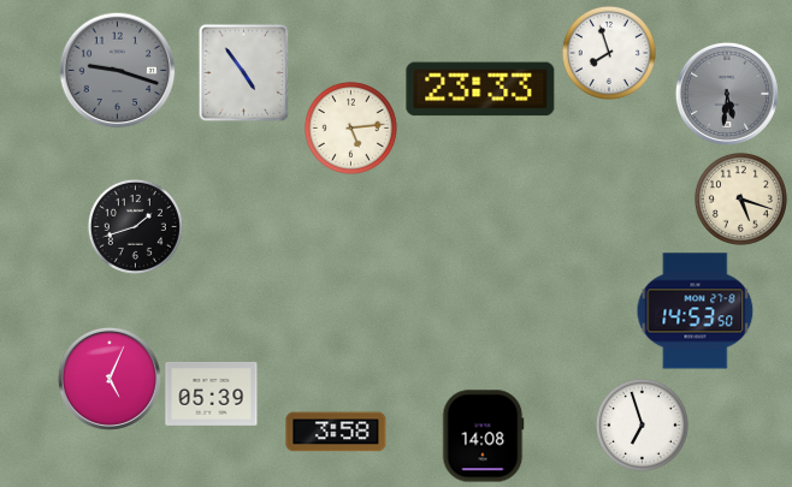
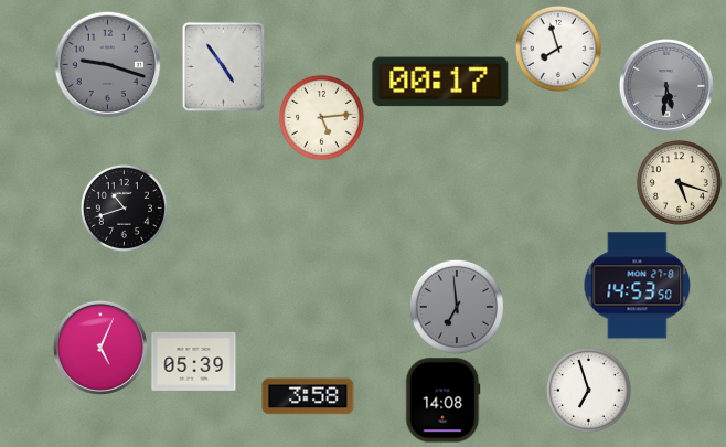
clock at (480, 89): 23:33 -> 00:17
clock at (135, 226): 1:42 -> 10:42
clock at (457, 307): none -> 6:59
